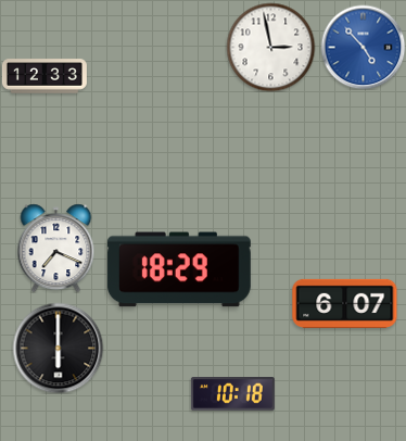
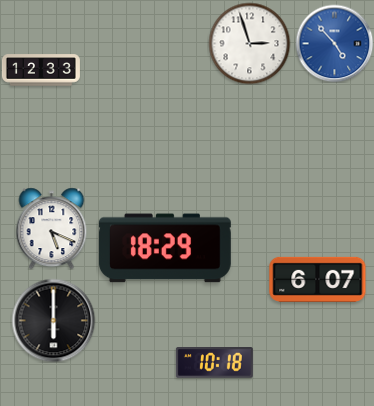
clock at (270, 47): 2:58 -> 2:57
clock at (56, 248): 7:19 -> 5:19
